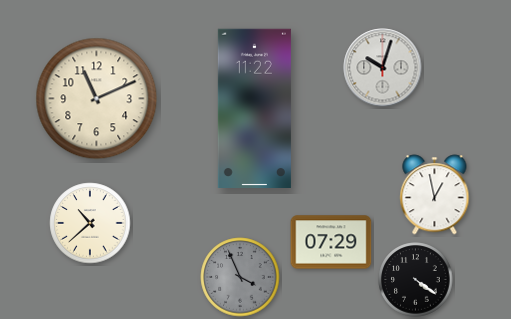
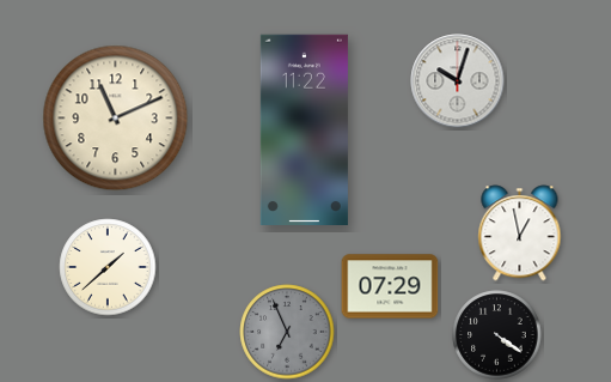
clock at (90, 223): 10:38 -> 1:38
clock at (331, 242) position: (331, 242) -> (390, 286)
clock at (240, 277): 3:56 -> 6:56
